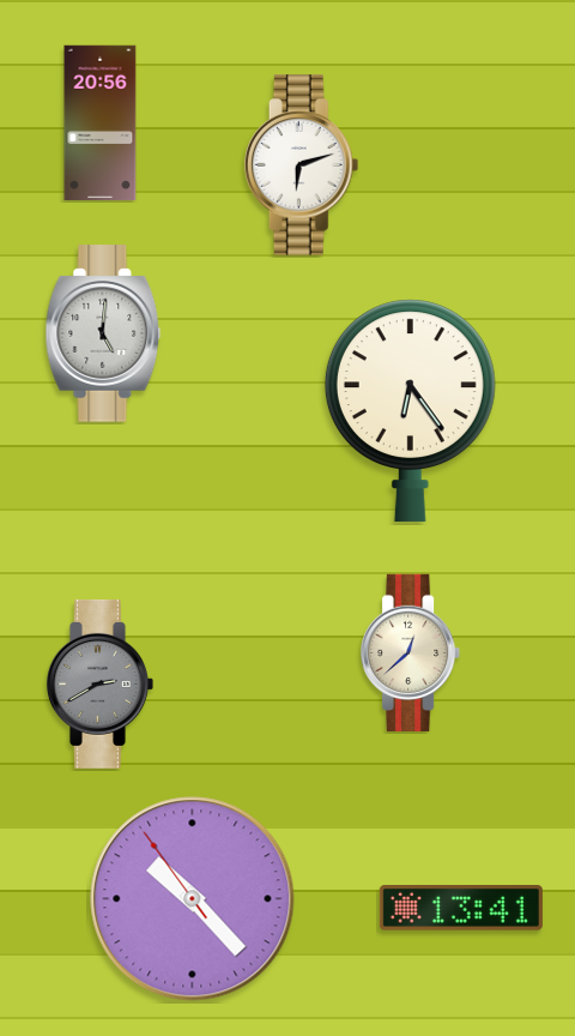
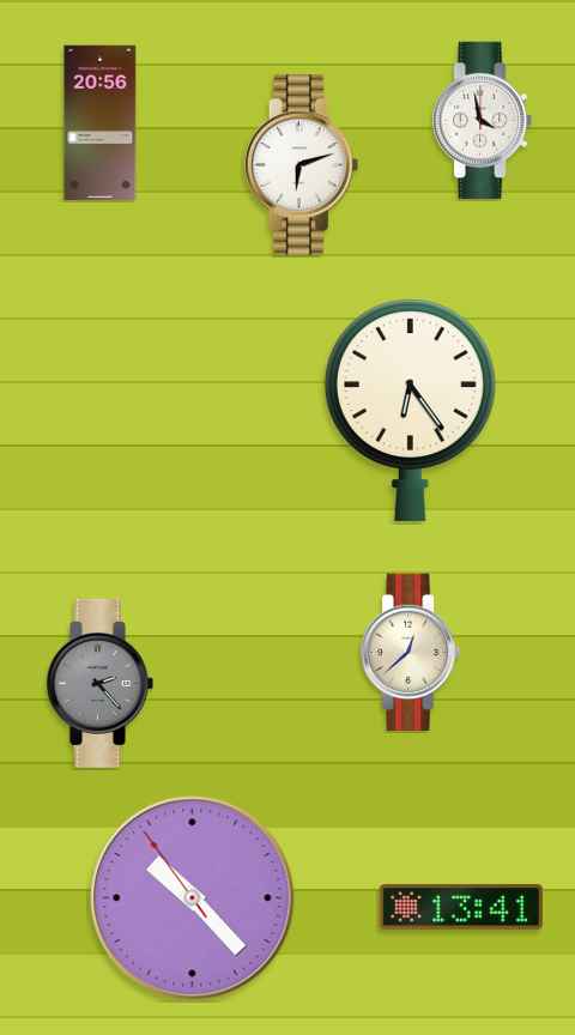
clock at (484, 120): none -> 3:58
clock at (103, 333): 5:01 -> none
clock at (99, 683): 2:40 -> 2:23
